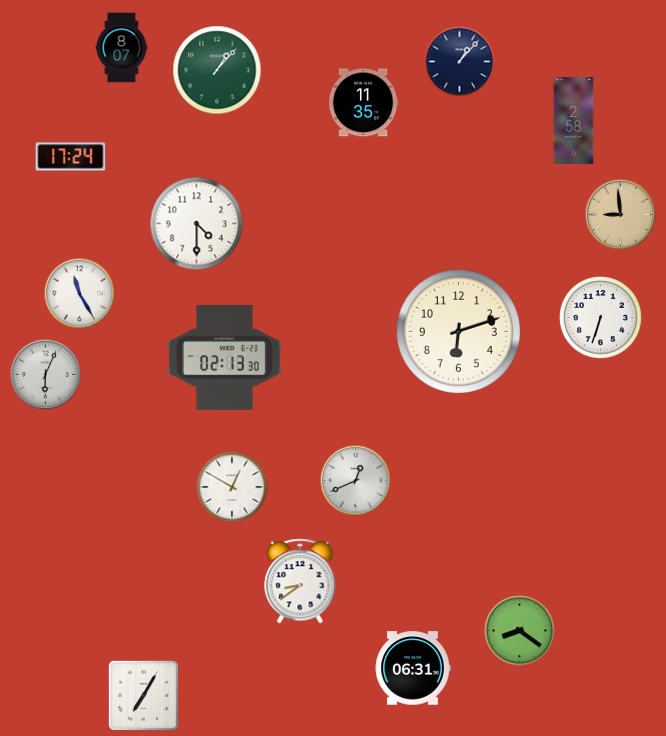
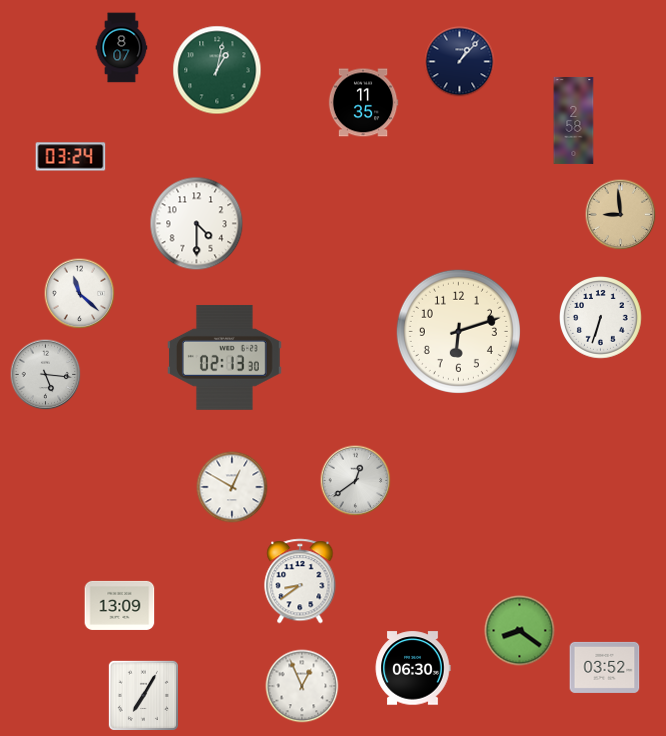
clock at (217, 70): 1:07 -> 1:02
clock at (71, 157): 17:24 -> 03:24
clock at (80, 294): 11:25 -> 11:22
clock at (46, 375): 6:04 -> 5:16
clock at (356, 481): 12:41 -> 12:39
clock at (120, 605): none -> 13:09
clock at (605, 667): none -> 03:52
clock at (413, 668): 06:31 -> 06:30
clock at (302, 686): none -> 12:56
